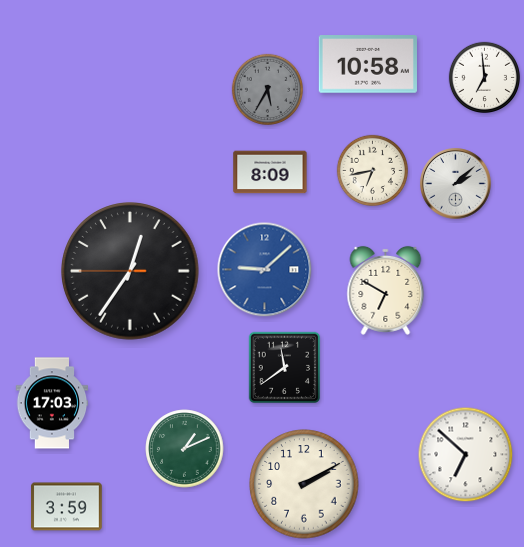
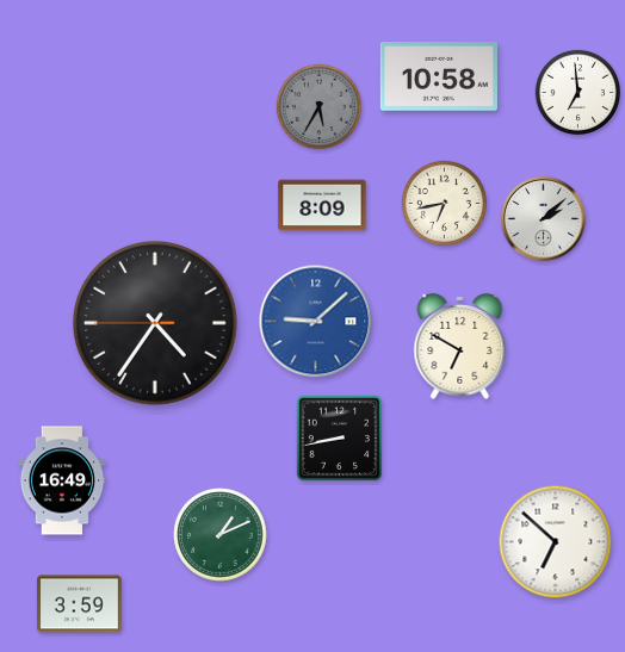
clock at (130, 271): 12:35 -> 4:35
clock at (285, 368): 11:39 -> 8:43
clock at (52, 403): 17:03 -> 16:49
clock at (304, 484): 2:10 -> none
